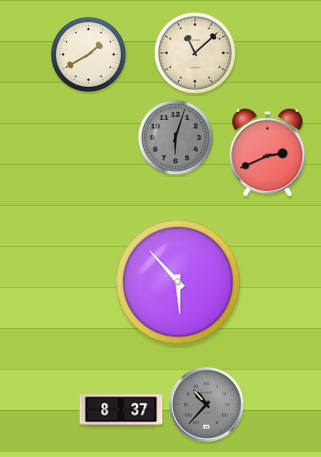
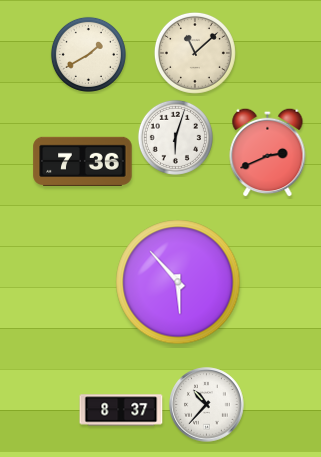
clock at (175, 137) dial: grey -> white
clock at (83, 162): none -> 7:36
clock at (207, 405) dial: grey -> white
